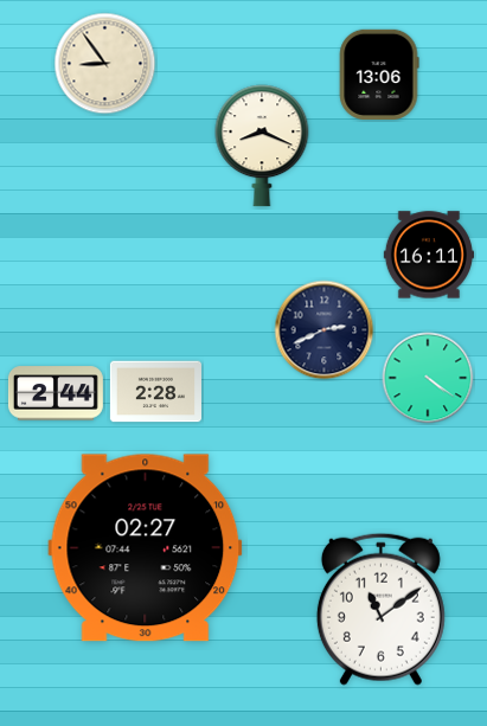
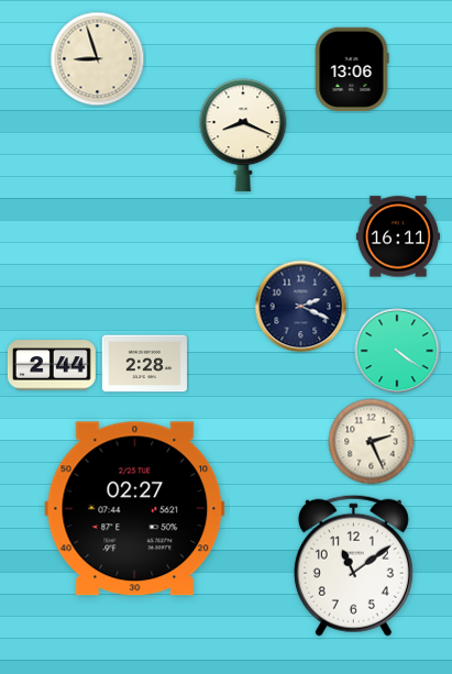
clock at (105, 64): 8:54 -> 8:57
clock at (325, 330): 2:41 -> 2:19
clock at (372, 442): none -> 2:26
